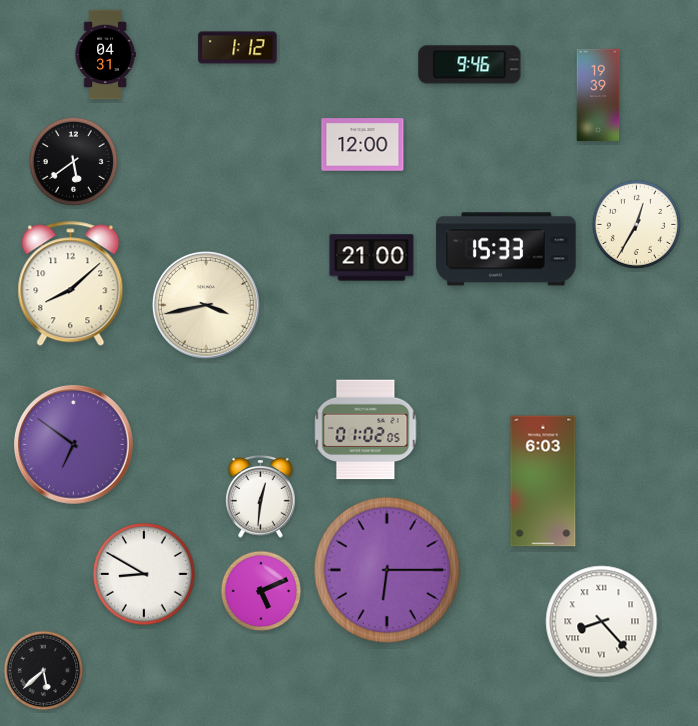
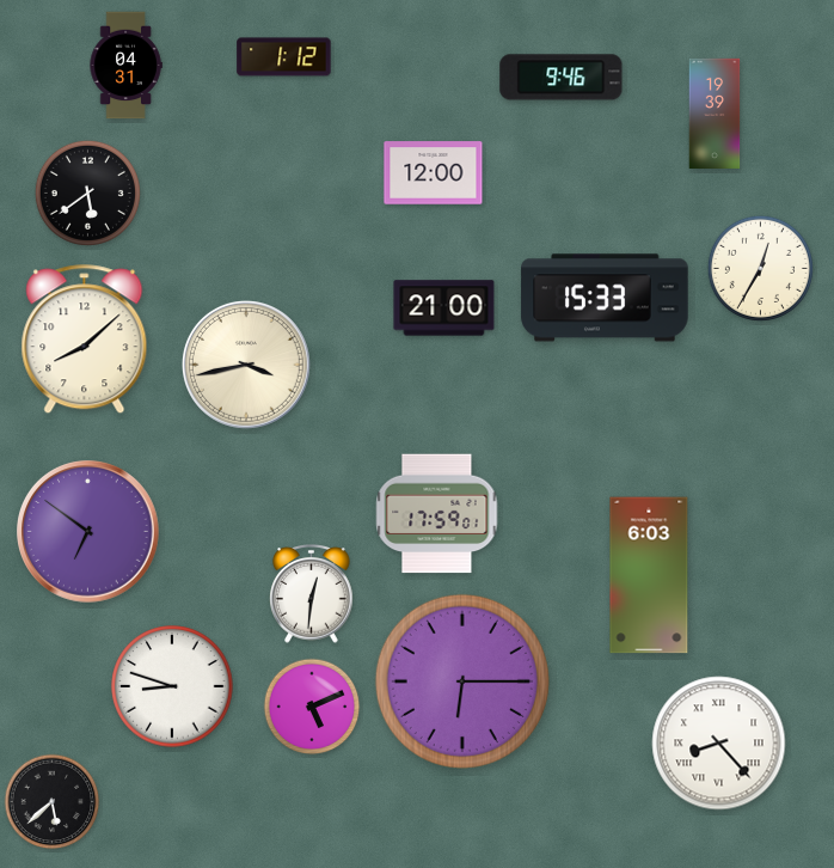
clock at (366, 430): 01:02 -> 17:59
clock at (144, 574): 8:50 -> 8:48
